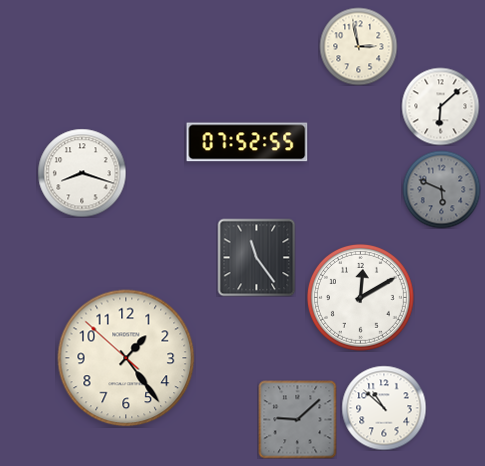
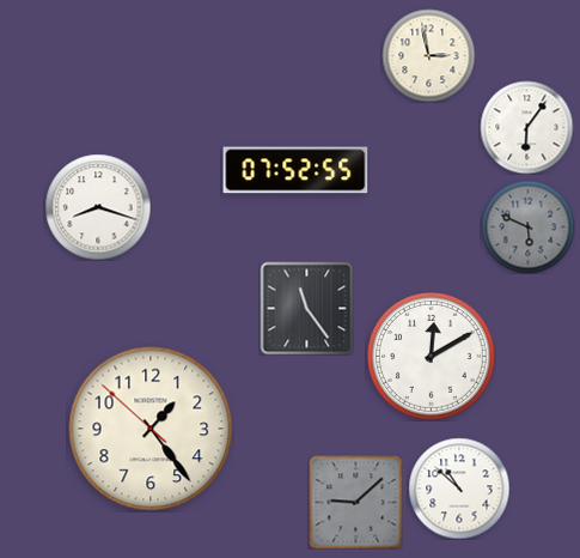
clock at (440, 106): 6:08 -> 6:06
